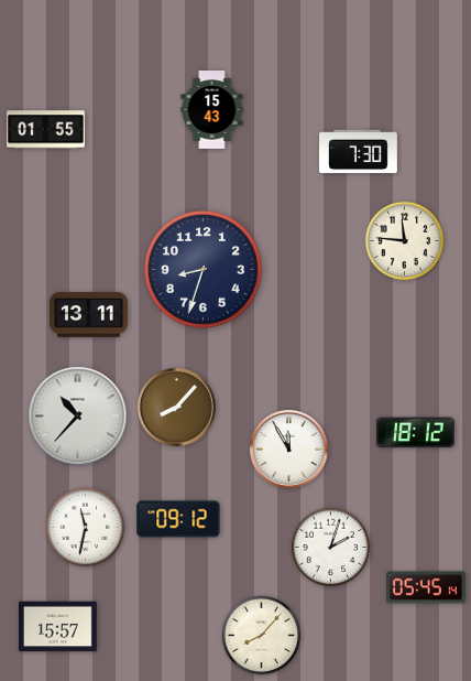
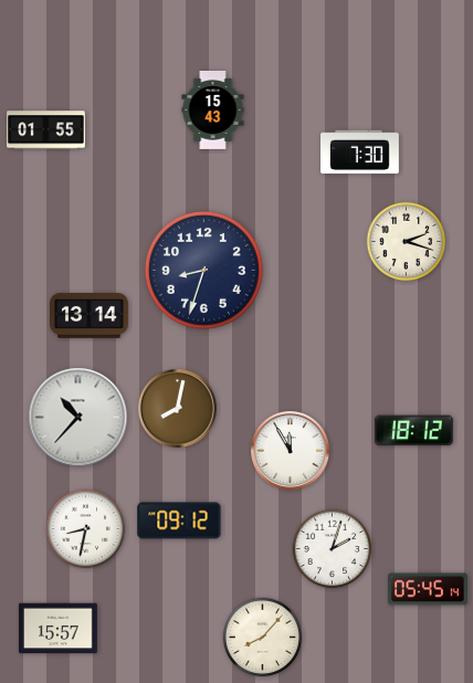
clock at (405, 241): 11:46 -> 2:18
clock at (89, 315): 13:11 -> 13:14
clock at (177, 408): 8:07 -> 8:02
clock at (415, 433) position: (415, 433) -> (413, 431)
clock at (86, 528): 11:32 -> 8:32
